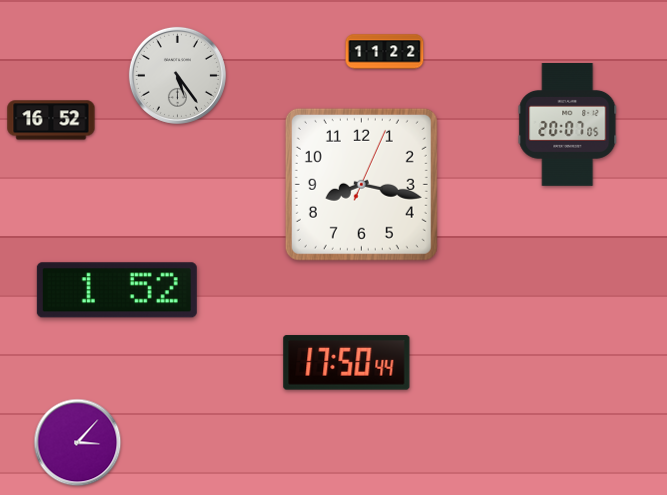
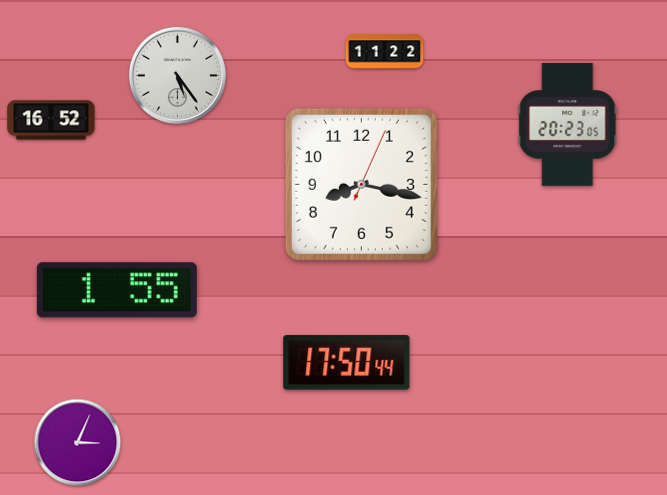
clock at (568, 125): 20:07 -> 20:23
clock at (117, 290): 1:52 -> 1:55
clock at (78, 443): 3:07 -> 3:04
